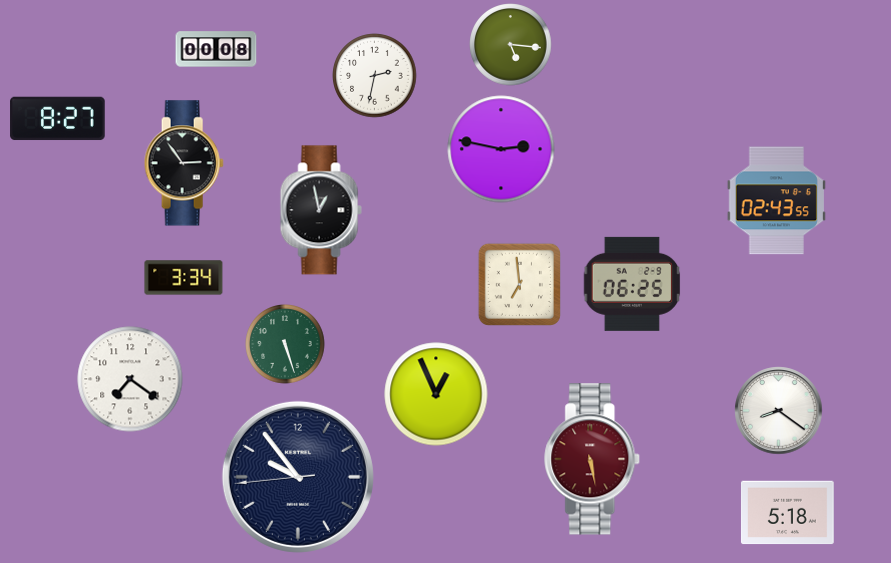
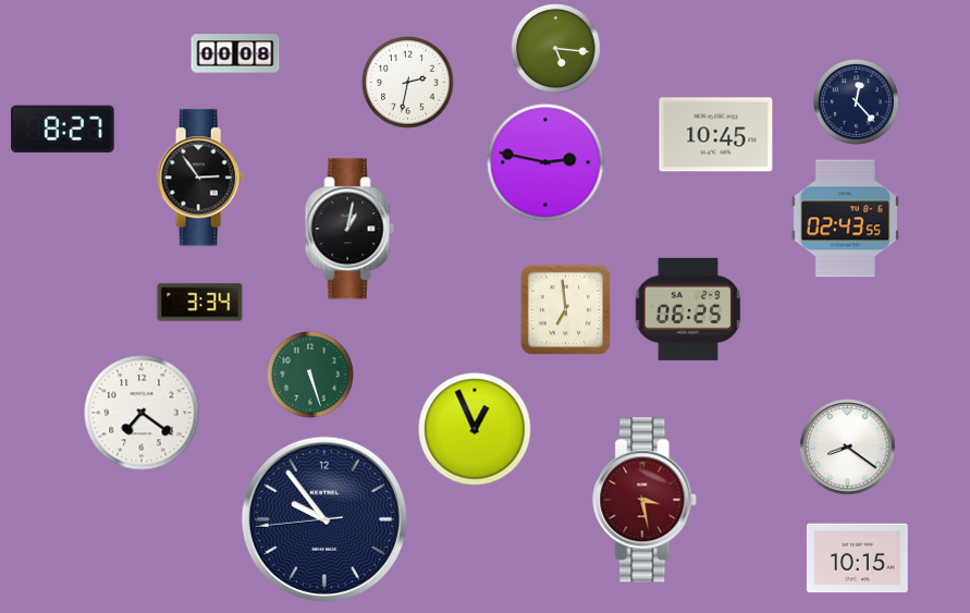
clock at (857, 102): none -> 12:23
clock at (716, 135): none -> 10:45
clock at (321, 210): 12:58 -> 1:02
clock at (593, 459): 5:28 -> 3:28
clock at (787, 513): 5:18 -> 10:15
